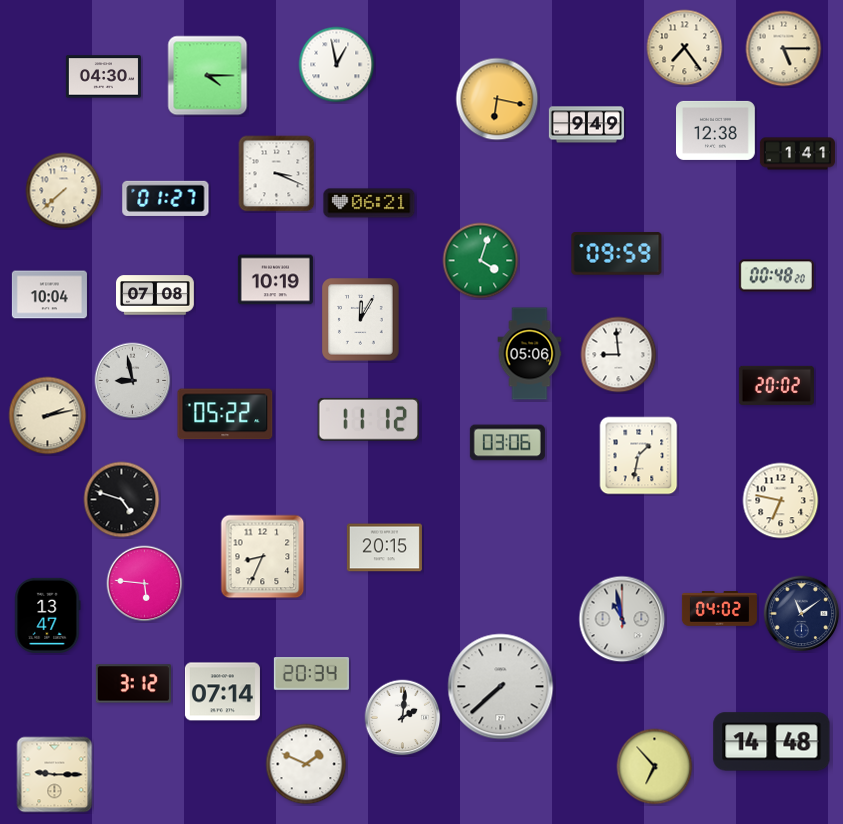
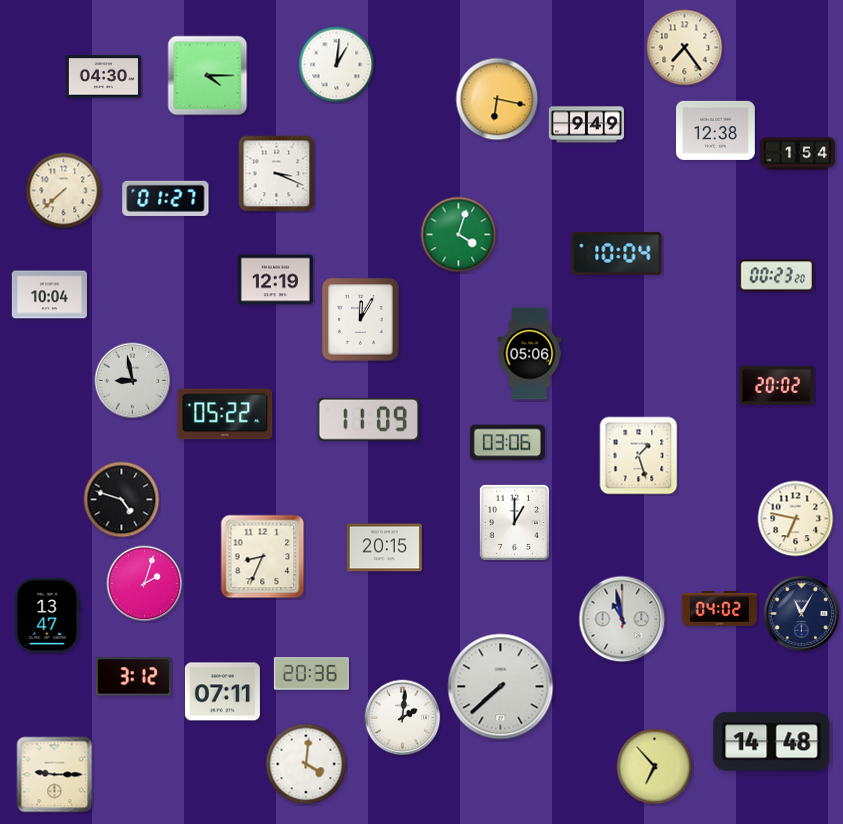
clock at (784, 49): 5:15 -> none
clock at (337, 65): 12:58 -> 1:01
clock at (797, 154): 1:41 -> 1:54
clock at (369, 203): 06:21 -> none
clock at (617, 254): 09:59 -> 10:04
clock at (481, 261) position: (481, 261) -> (459, 235)
clock at (776, 276): 00:48 -> 00:23
clock at (275, 280): 10:19 -> 12:19
clock at (156, 295): 07:08 -> none
clock at (619, 355): 8:59 -> none
clock at (48, 416): 2:13 -> none
clock at (368, 419): 11:12 -> 11:09
clock at (639, 456): 1:32 -> 1:27
clock at (781, 501) position: (781, 501) -> (796, 519)
clock at (514, 522): none -> 1:00
clock at (145, 584): 5:46 -> 2:03
clock at (802, 614): 11:09 -> 11:05
clock at (311, 674): 20:34 -> 20:36
clock at (133, 684) position: (133, 684) -> (133, 677)
clock at (222, 692): 07:14 -> 07:11
clock at (306, 764): 1:49 -> 4:01
